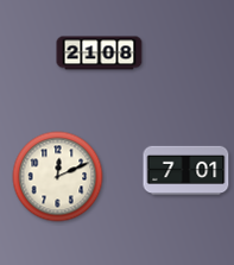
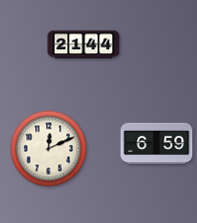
clock at (100, 53): 21:08 -> 21:44
clock at (186, 170): 7:01 -> 6:59
